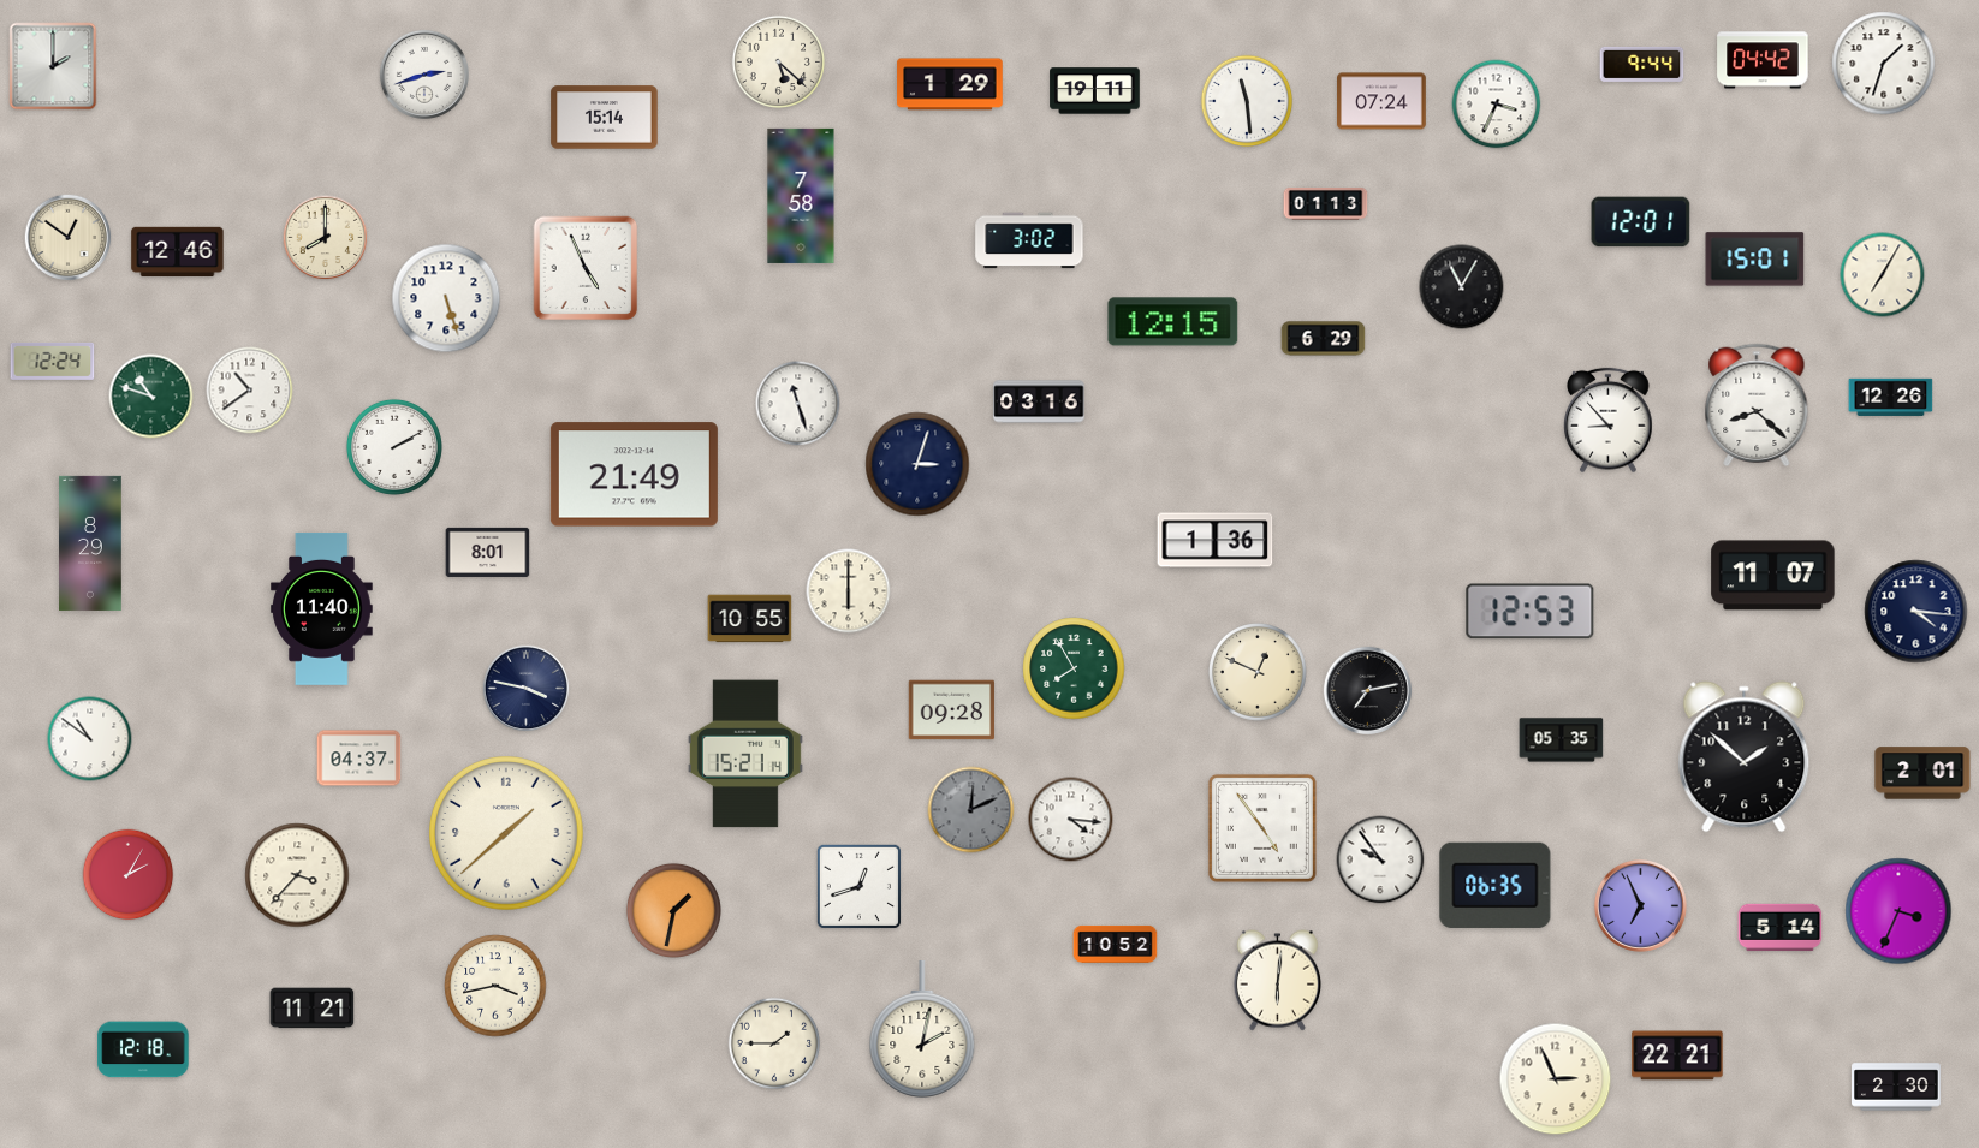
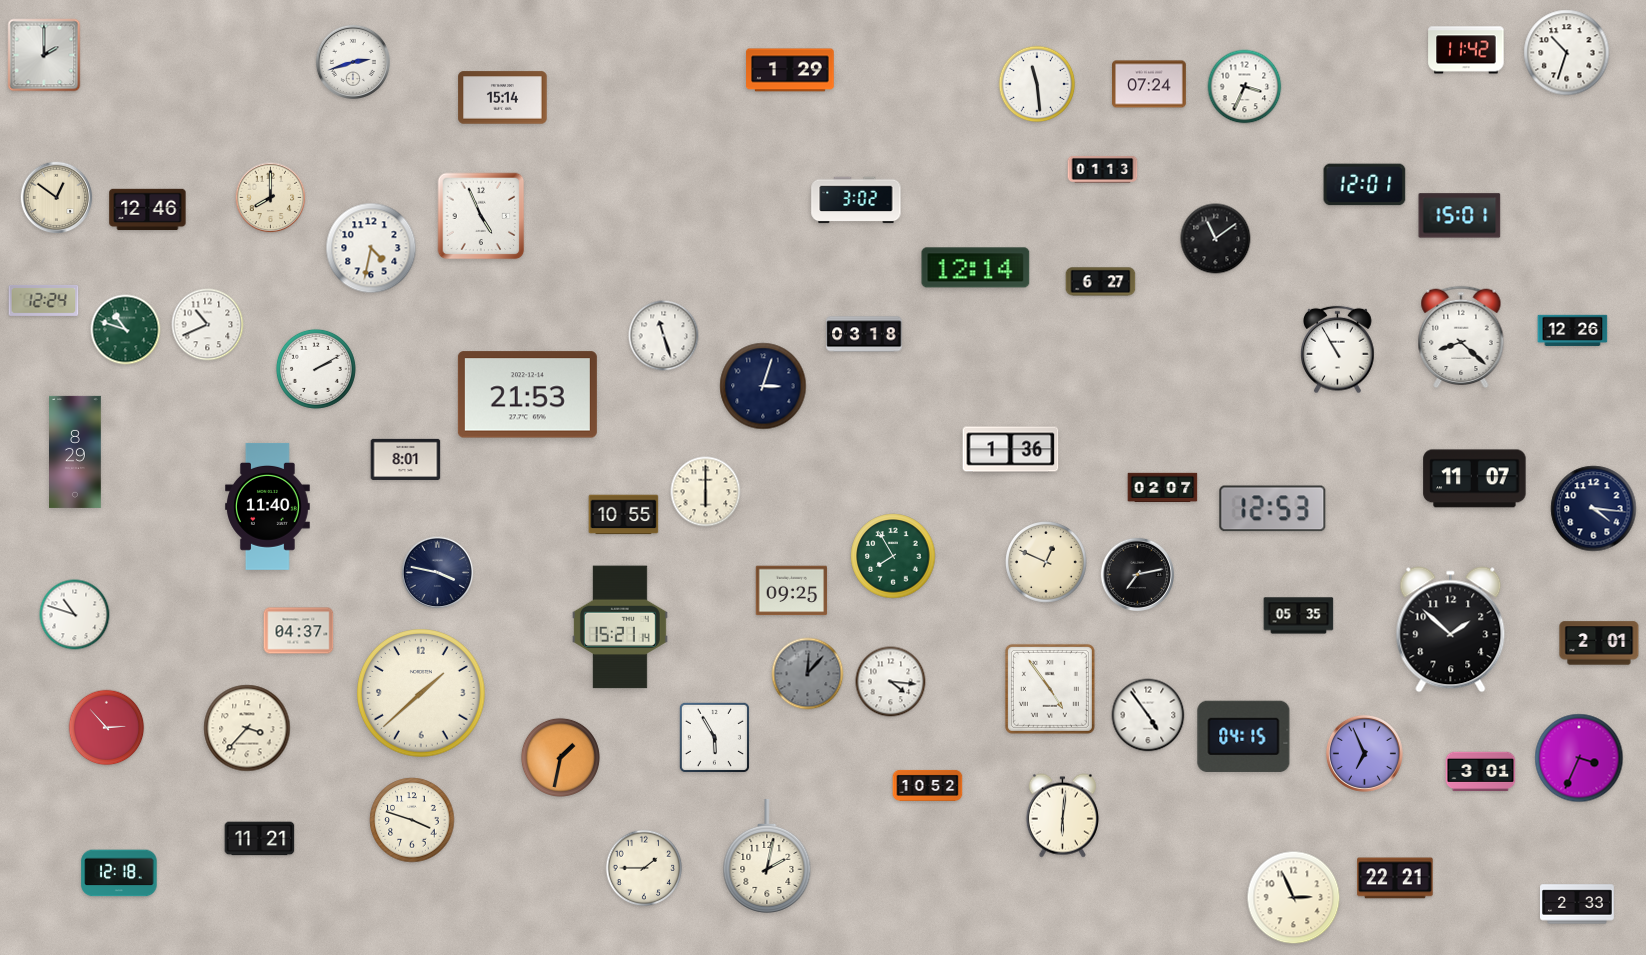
clock at (1763, 60): 04:42 -> 11:42
clock at (779, 63): 5:22 -> none
clock at (1642, 64): 9:44 -> none
clock at (1884, 64): 1:33 -> 10:33
clock at (1095, 91): 19:11 -> none
clock at (801, 196): 7:58 -> none
clock at (586, 268) position: (586, 268) -> (481, 216)
clock at (1883, 275): 7:05 -> none
clock at (1462, 287): 11:05 -> 11:09
clock at (446, 298): 5:27 -> 4:32
clock at (1173, 322): 12:15 -> 12:14
clock at (1324, 339): 6:29 -> 6:27
clock at (250, 391): 10:39 -> 10:41
clock at (1039, 401): 03:16 -> 03:18
clock at (1609, 421): 8:53 -> 10:55
clock at (394, 447) position: (394, 447) -> (316, 369)
clock at (634, 475): 21:49 -> 21:53
clock at (1163, 488): none -> 02:07
clock at (1259, 673) position: (1259, 673) -> (1047, 563)
clock at (952, 710): 09:28 -> 09:25
clock at (90, 739): 10:51 -> 10:48
clock at (971, 810): 12:11 -> 12:07
clock at (1380, 859): 9:54 -> 4:54
clock at (129, 875): 2:05 -> 2:53
clock at (1496, 885): 06:35 -> 04:15
clock at (858, 886): 12:42 -> 5:55
clock at (1781, 928): 5:14 -> 3:01
clock at (495, 986): 3:43 -> 3:48
clock at (1897, 1087): 2:30 -> 2:33
